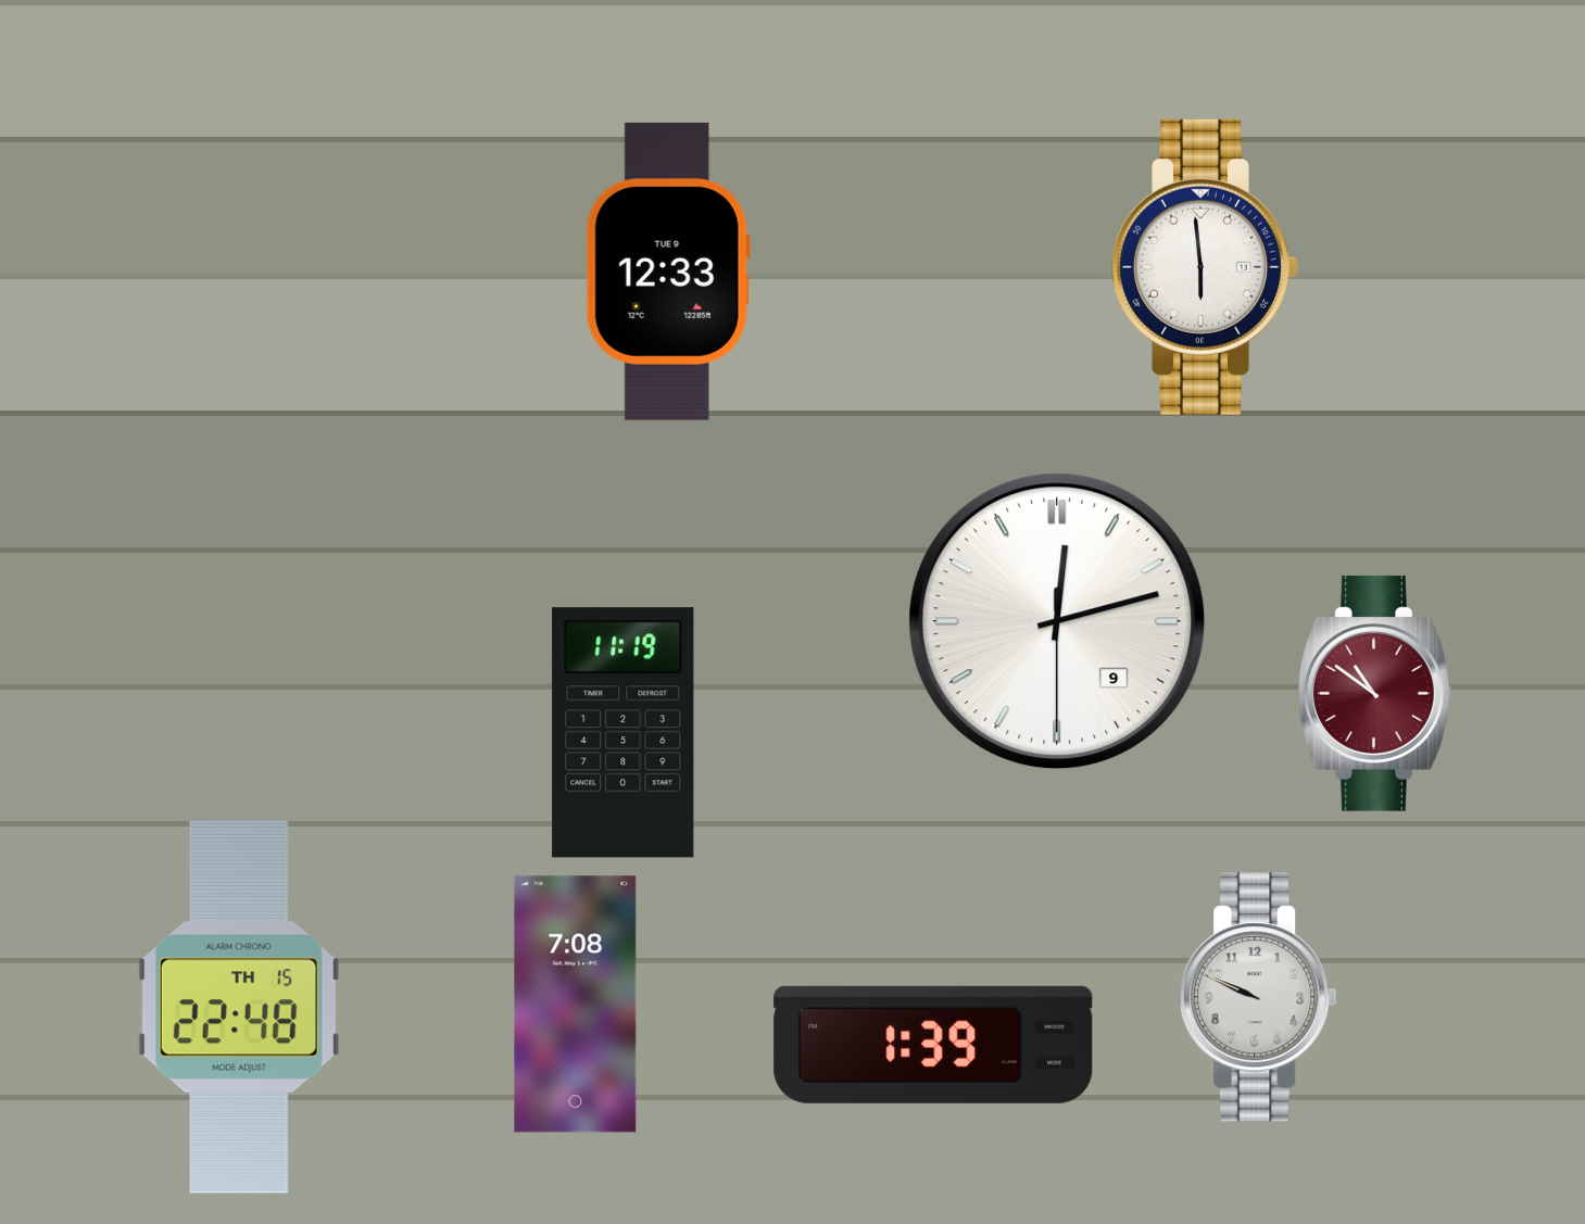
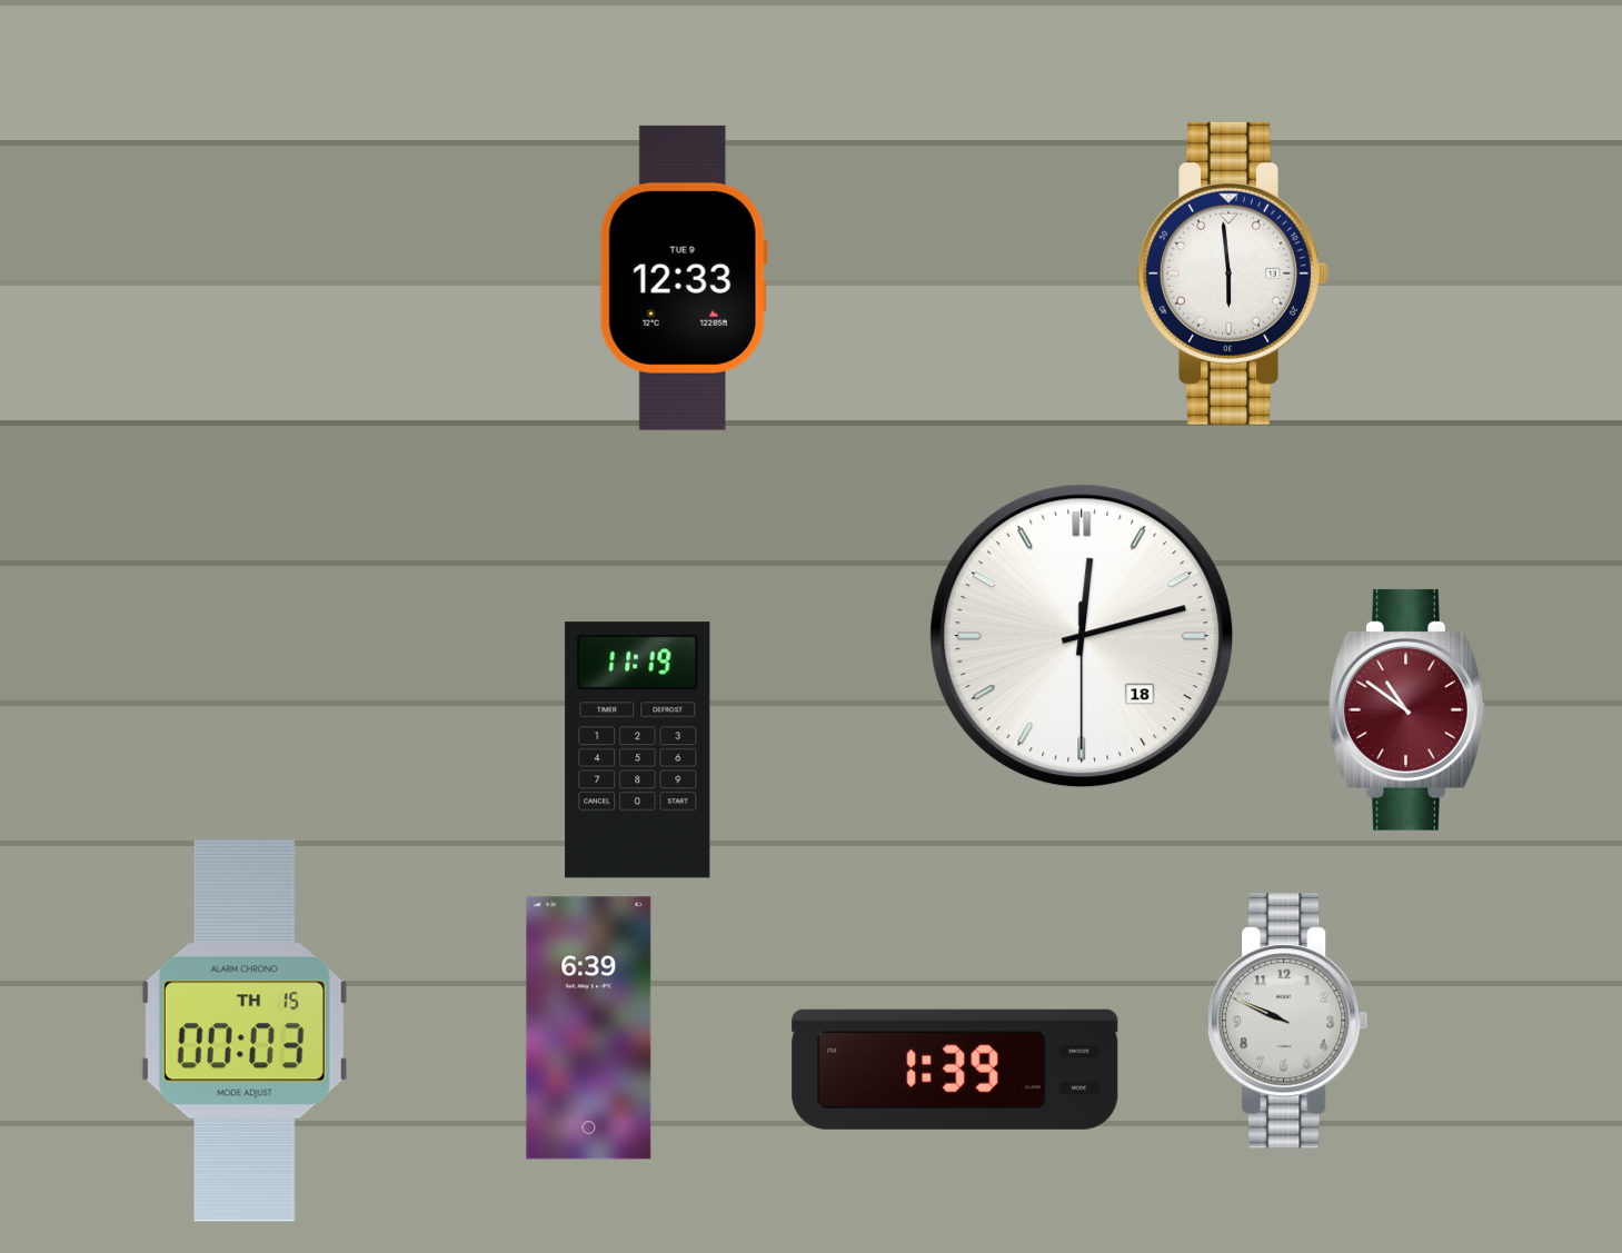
clock at (1057, 621) date: 9 -> 18
clock at (576, 1005): 7:08 -> 6:39
clock at (239, 1008): 22:48 -> 00:03
